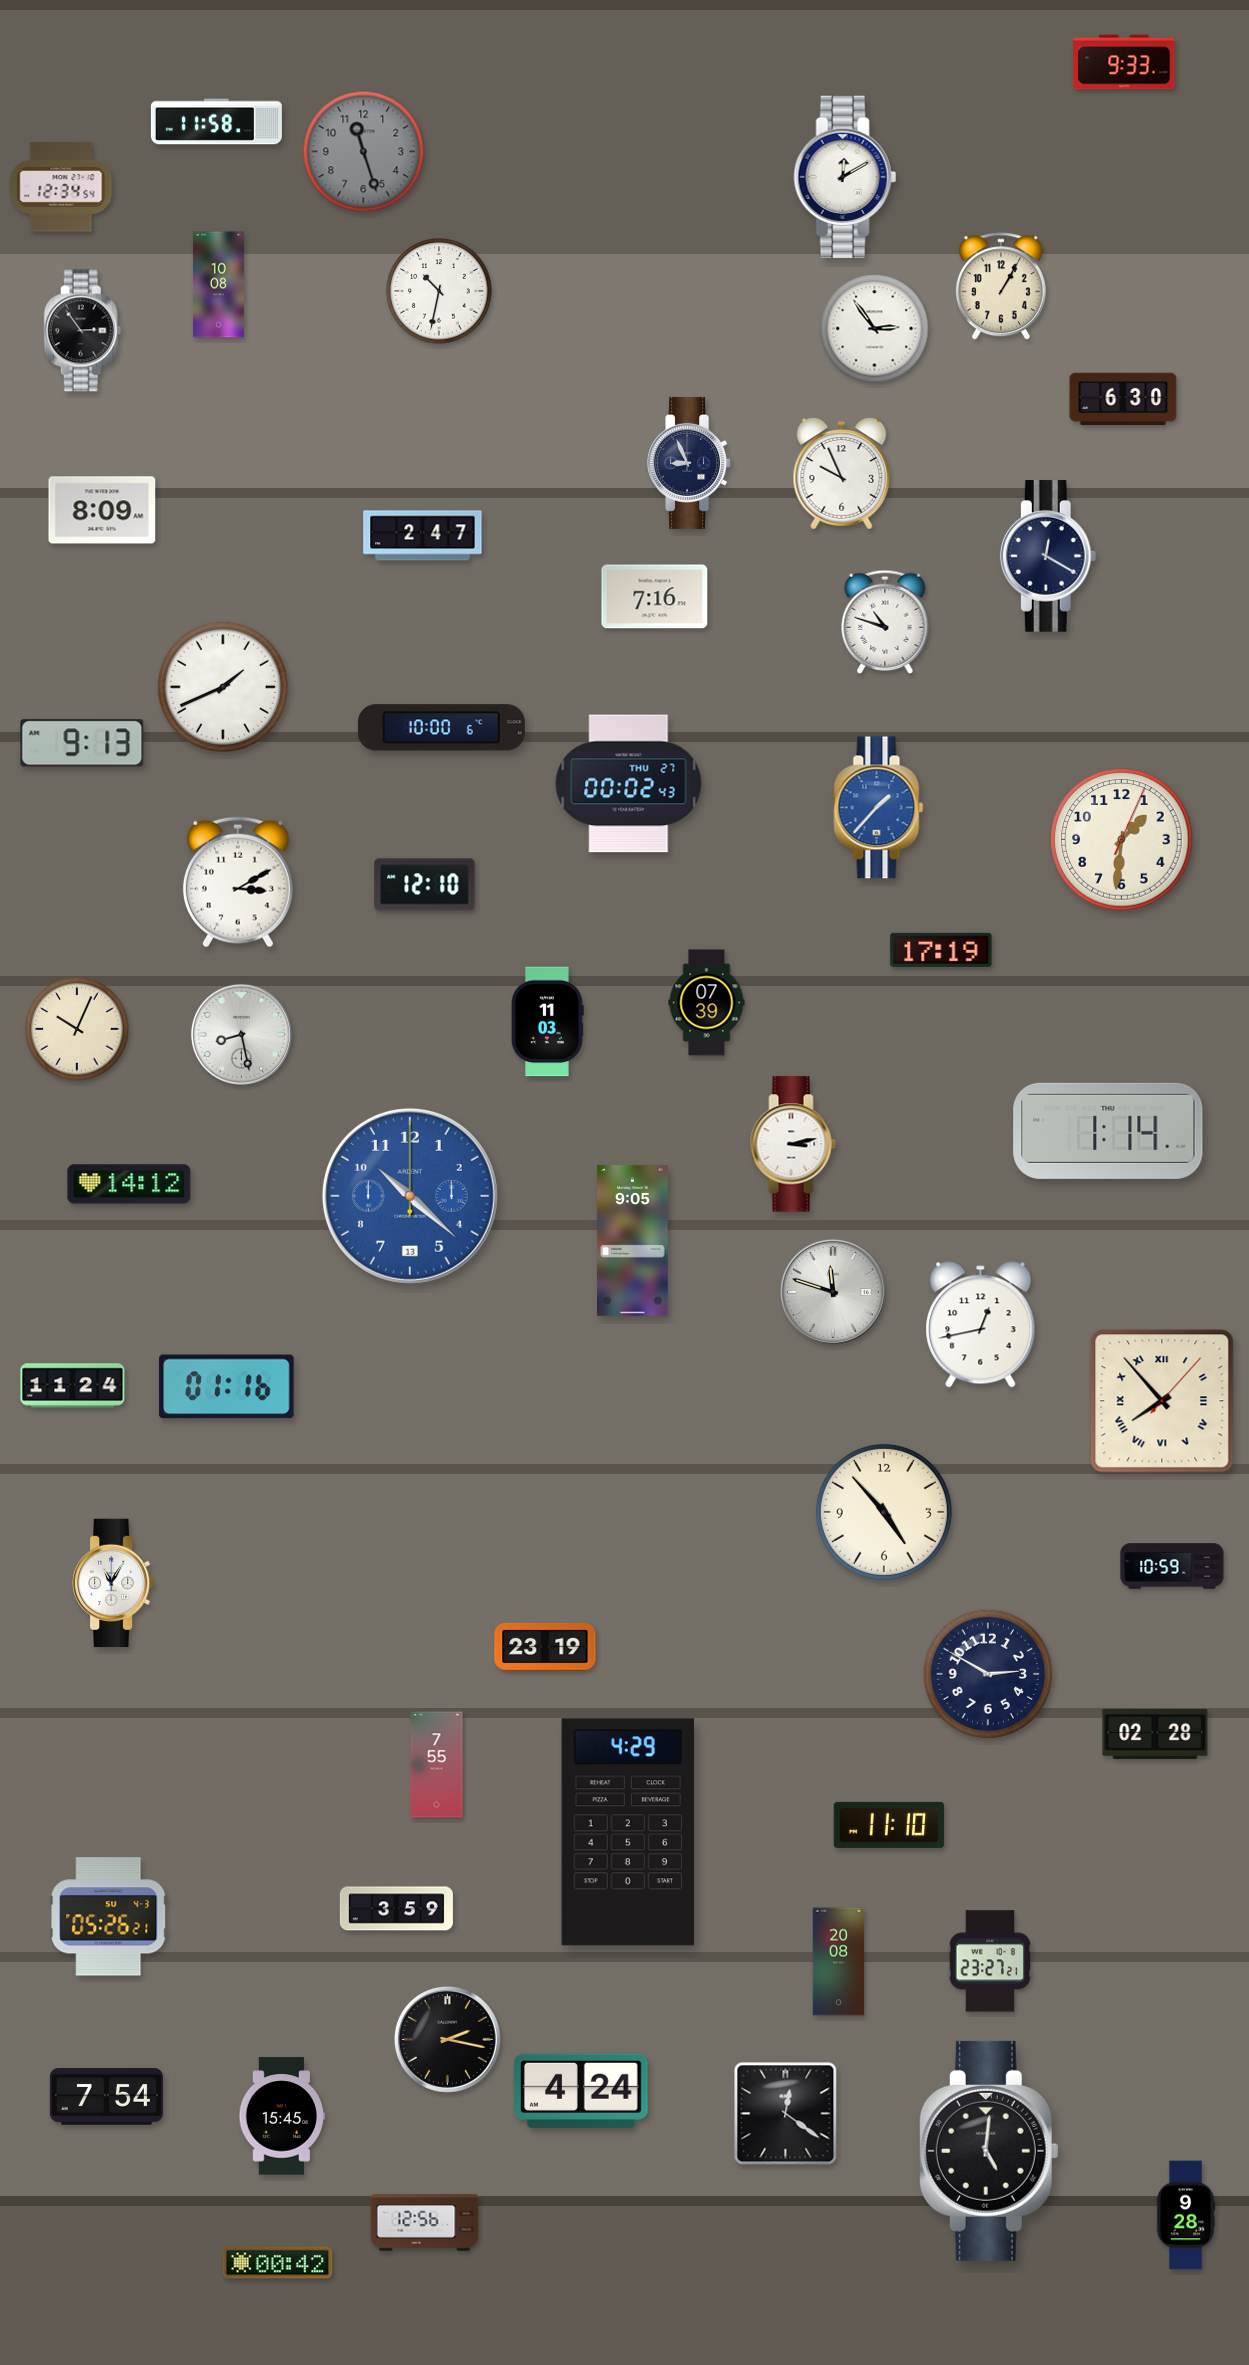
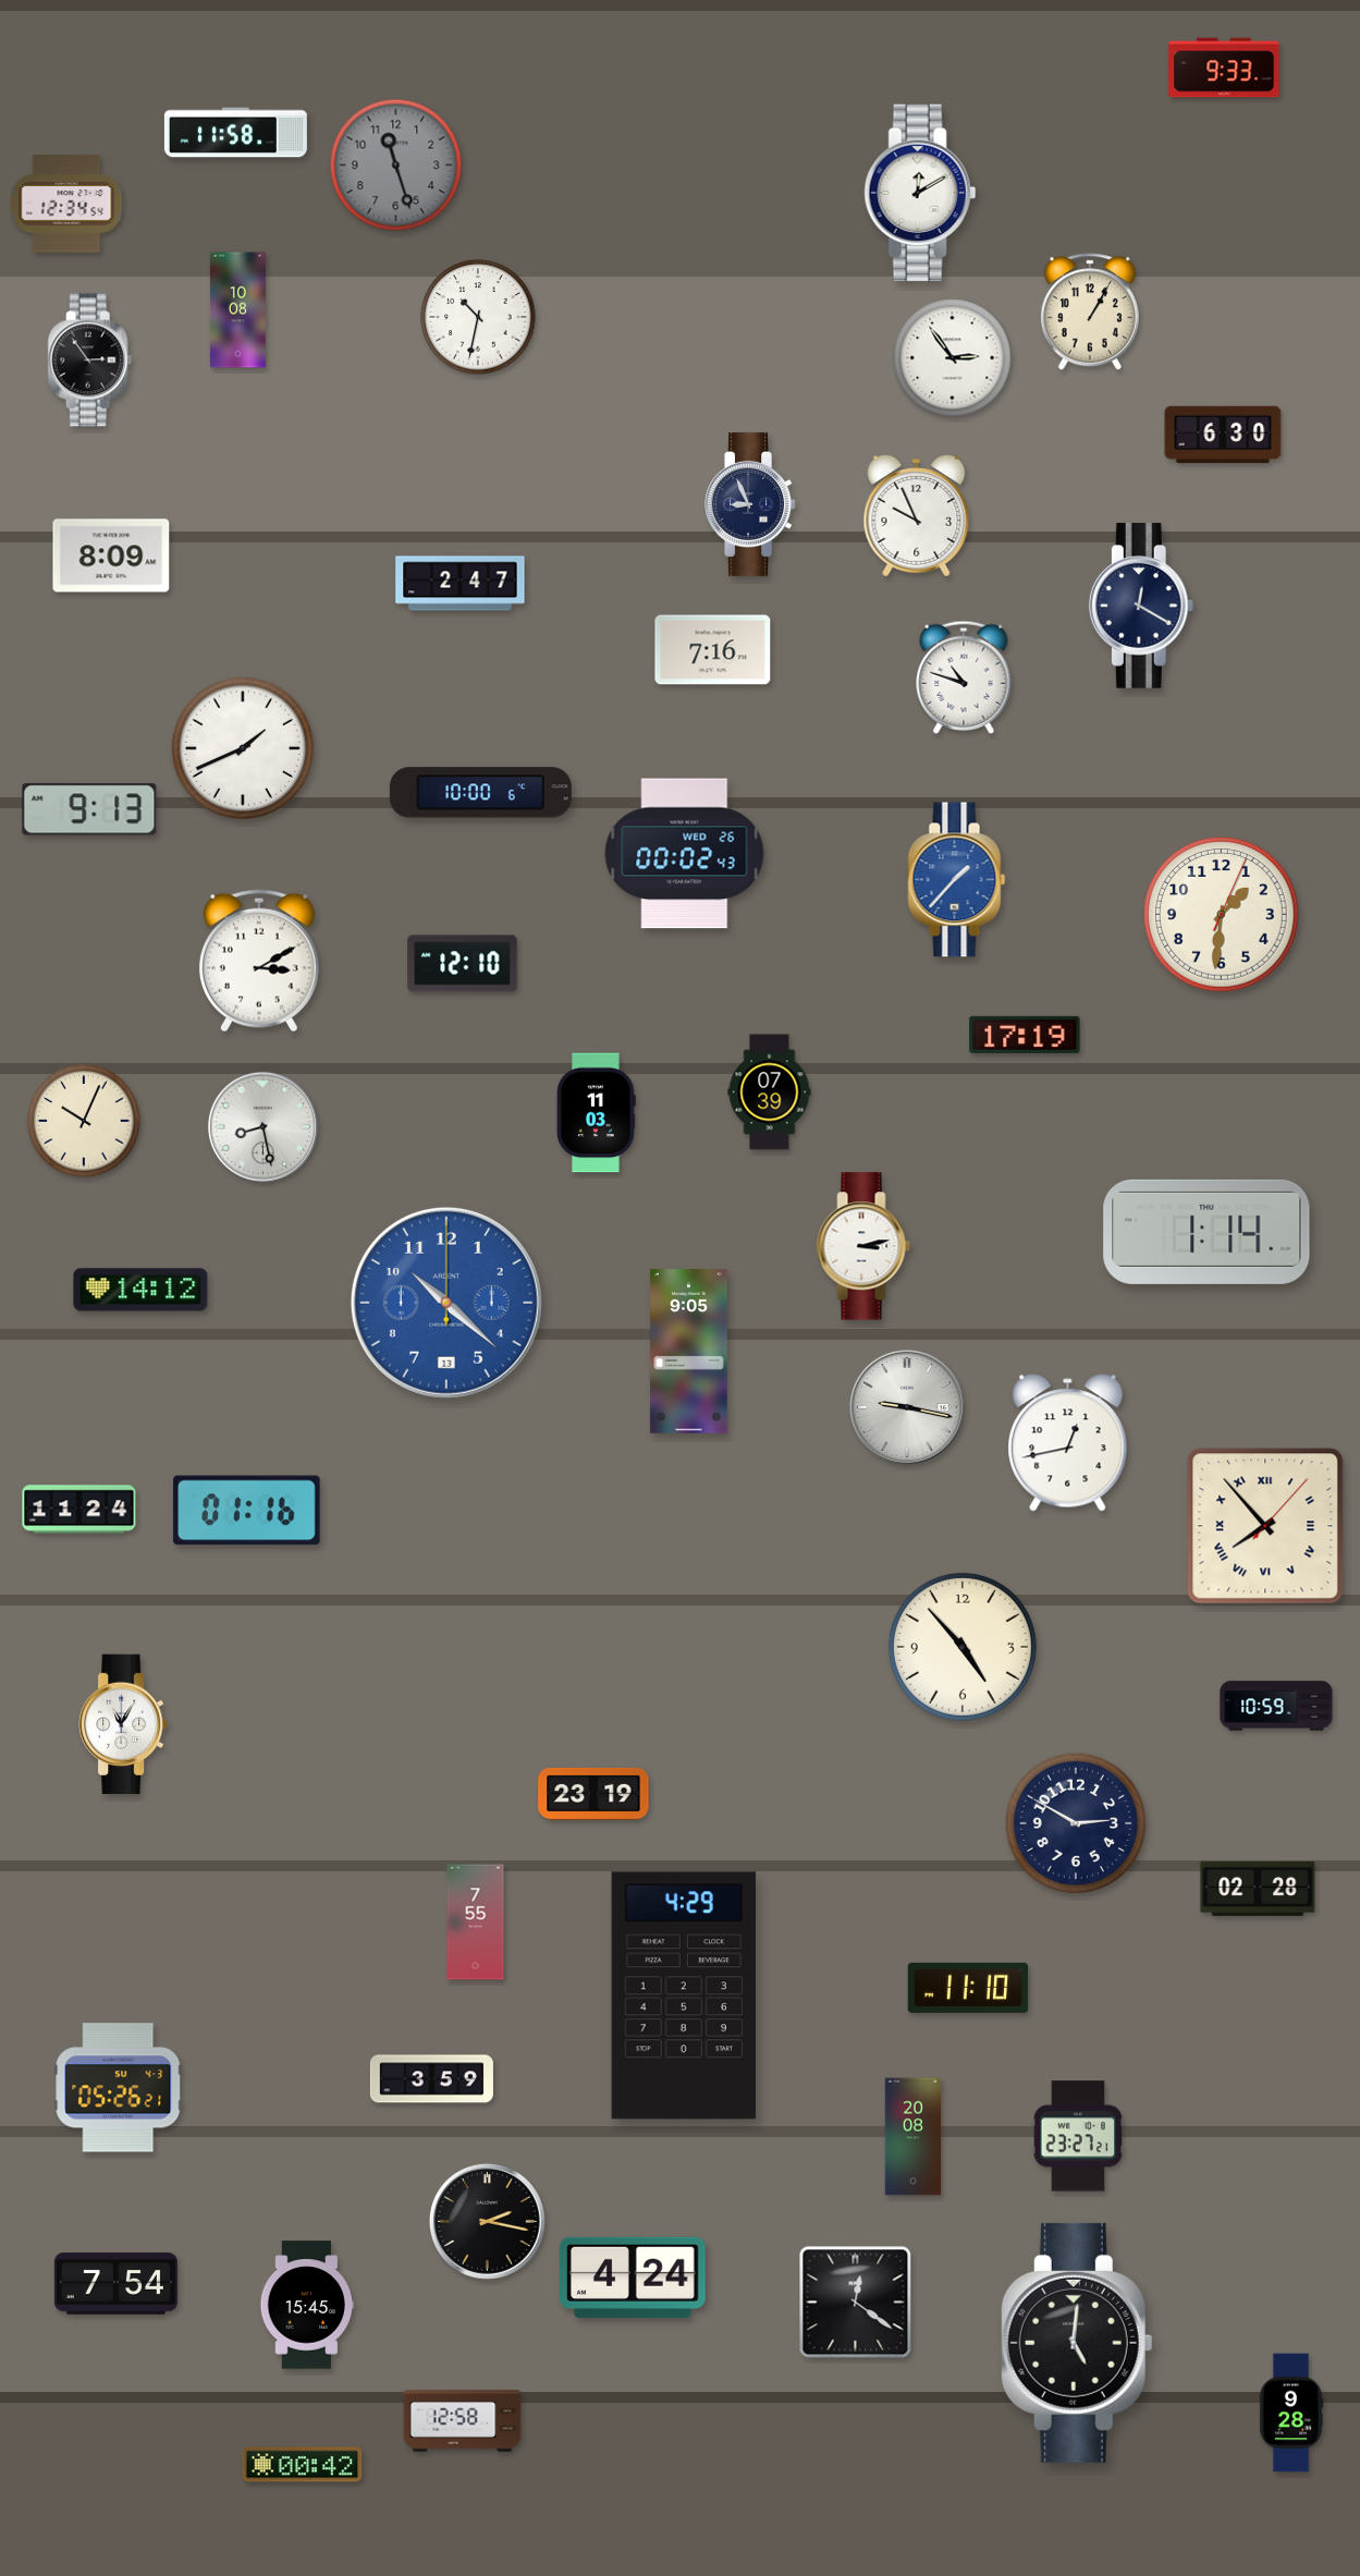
clock at (629, 784) date: THU 27 -> WED 26
clock at (833, 1292): 11:48 -> 9:17
clock at (425, 2223): 12:56 -> 12:58
